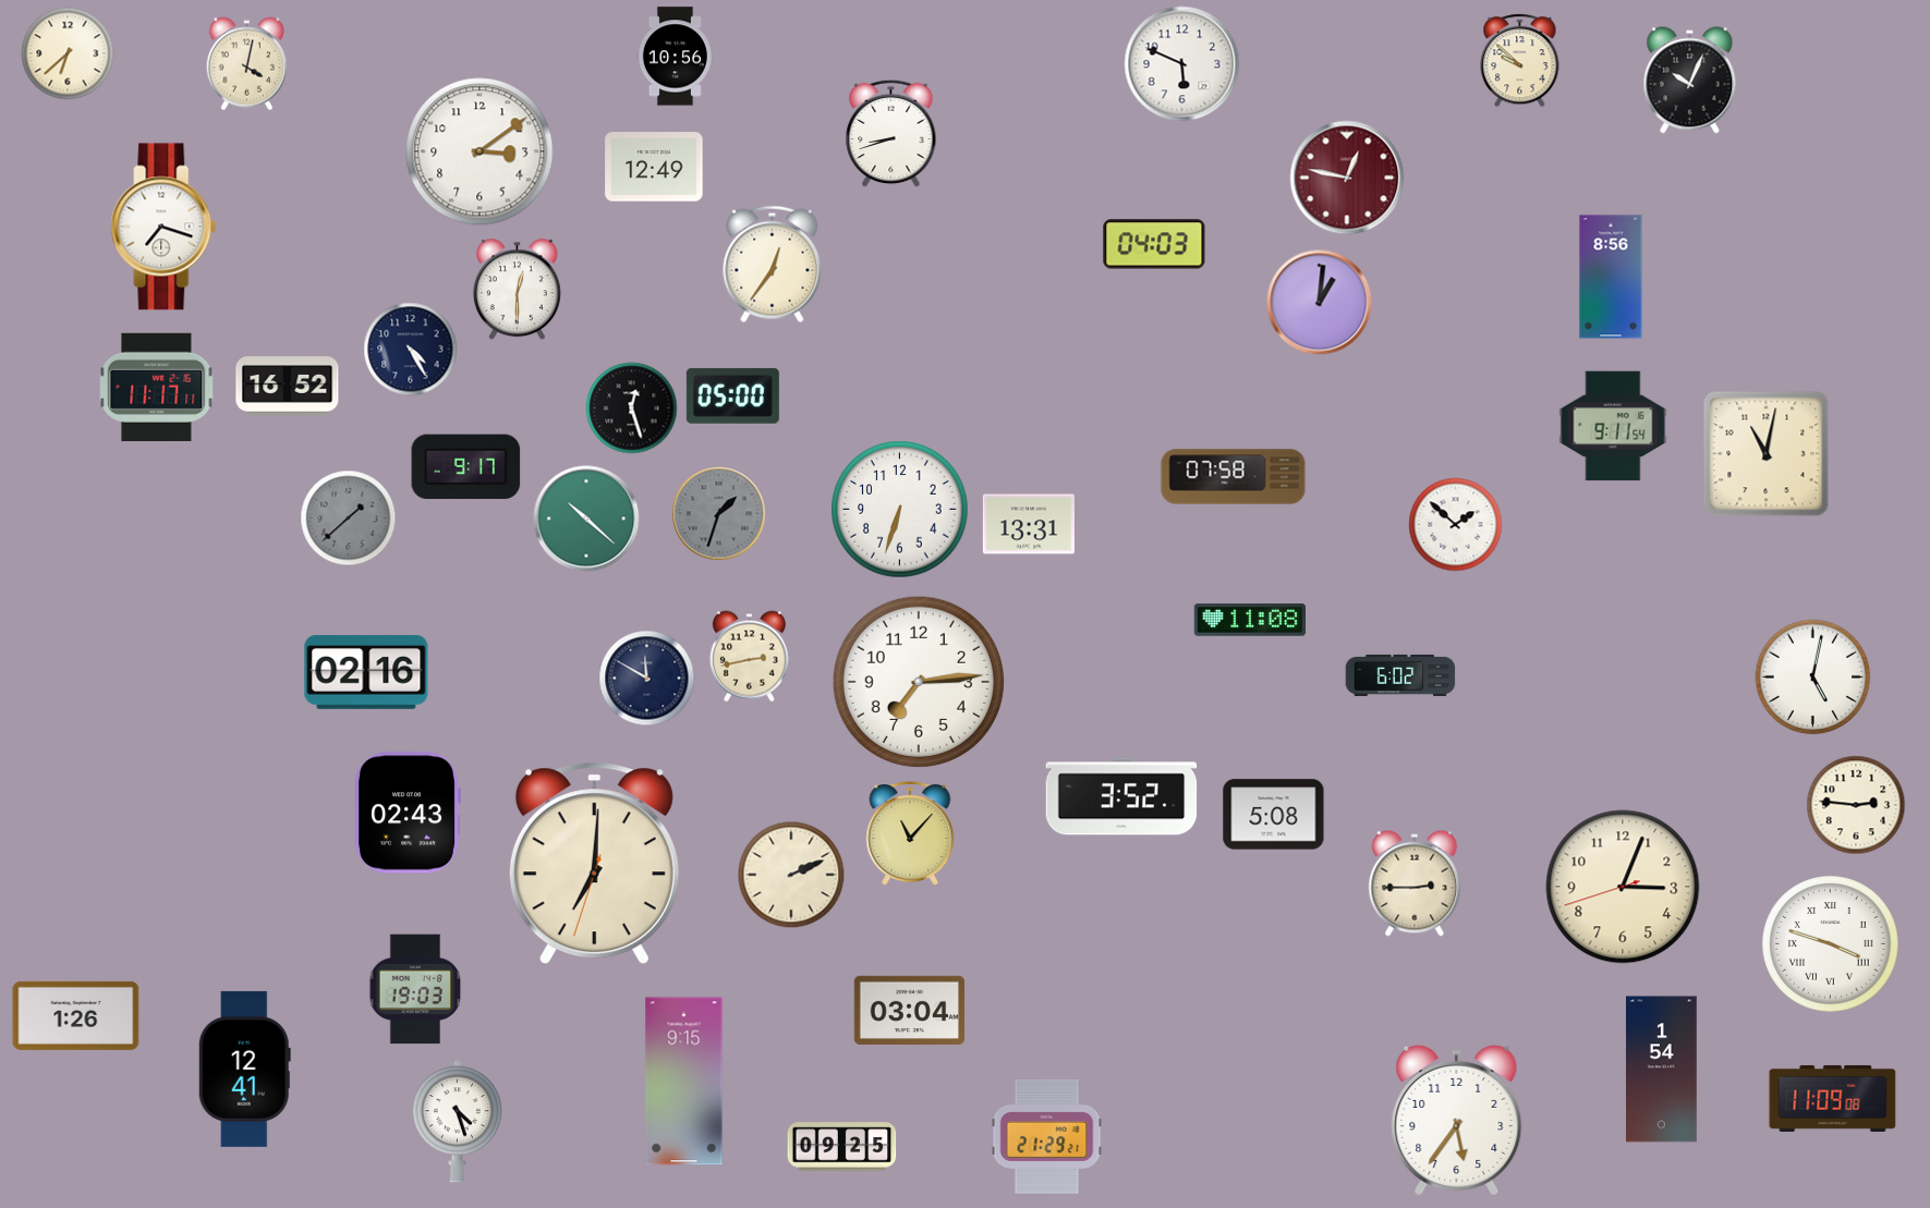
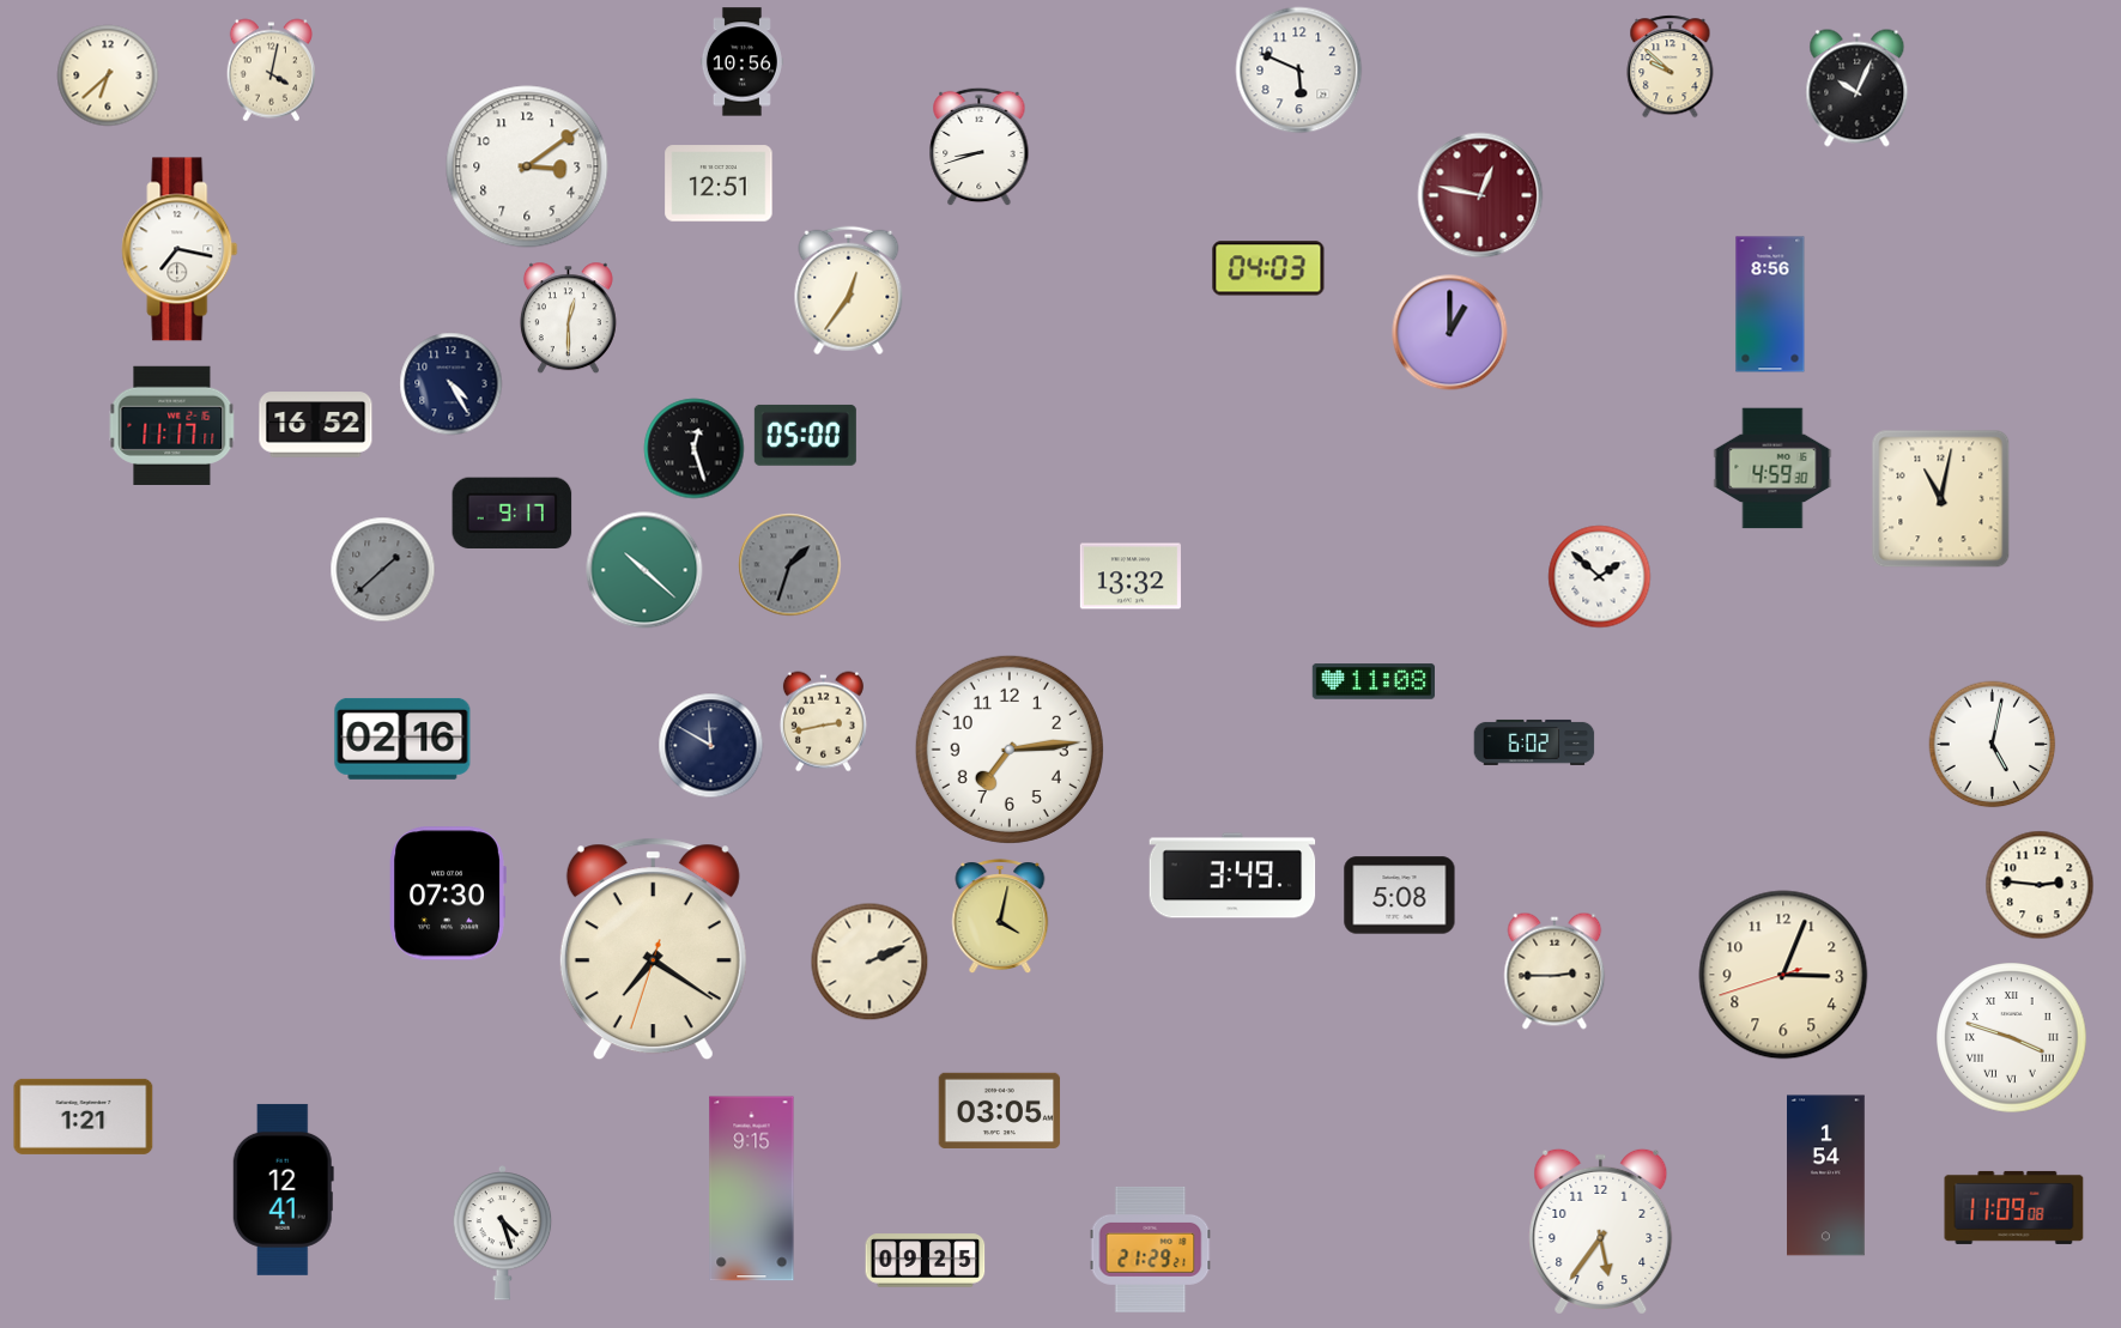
clock at (68, 53) position: (68, 53) -> (108, 75)
clock at (654, 167): 12:49 -> 12:51
clock at (163, 227): 7:18 -> 7:17
clock at (1320, 303): 1:01 -> 1:00
clock at (1613, 426): 9:11 -> 4:59
clock at (1234, 477): 07:58 -> none
clock at (900, 510): 6:33 -> none
clock at (1029, 524): 13:31 -> 13:32
clock at (1400, 675) position: (1400, 675) -> (1534, 742)
clock at (1121, 796): 3:52 -> 3:49
clock at (408, 813): 02:43 -> 07:30
clock at (910, 833): 11:07 -> 4:02
clock at (594, 864): 7:00 -> 7:20
clock at (415, 989): 19:03 -> none
clock at (910, 1010): 03:04 -> 03:05
clock at (76, 1015): 1:26 -> 1:21
clock at (244, 1069) position: (244, 1069) -> (283, 1189)
